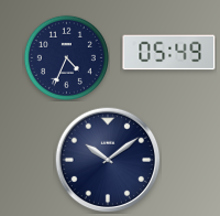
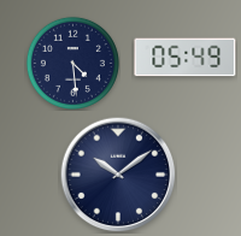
clock at (66, 57): 4:34 -> 4:29
